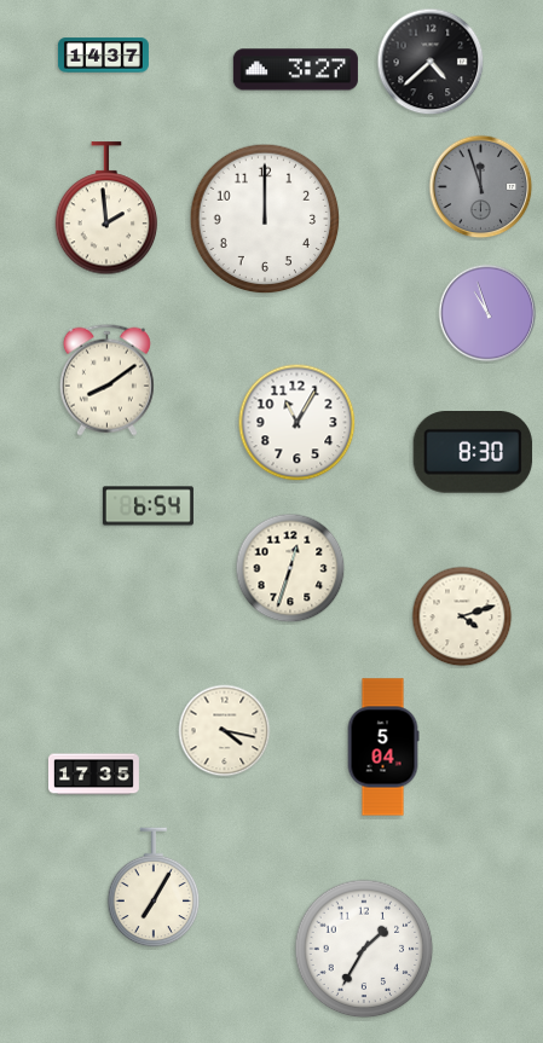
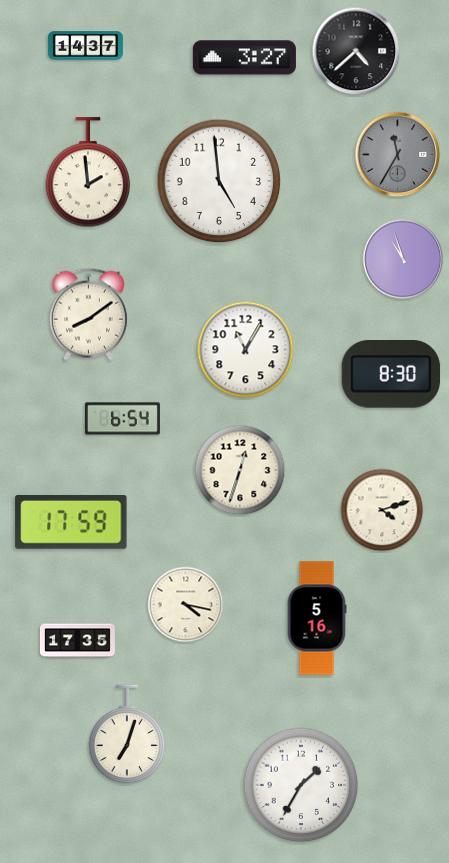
clock at (481, 187): 11:57 -> 11:35
clock at (265, 219): 12:00 -> 4:59
clock at (71, 522): none -> 17:59
clock at (383, 747): 5:04 -> 5:16
clock at (154, 887): 7:05 -> 7:03
